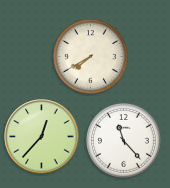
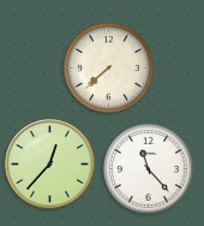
clock at (90, 56): 7:40 -> 7:38
